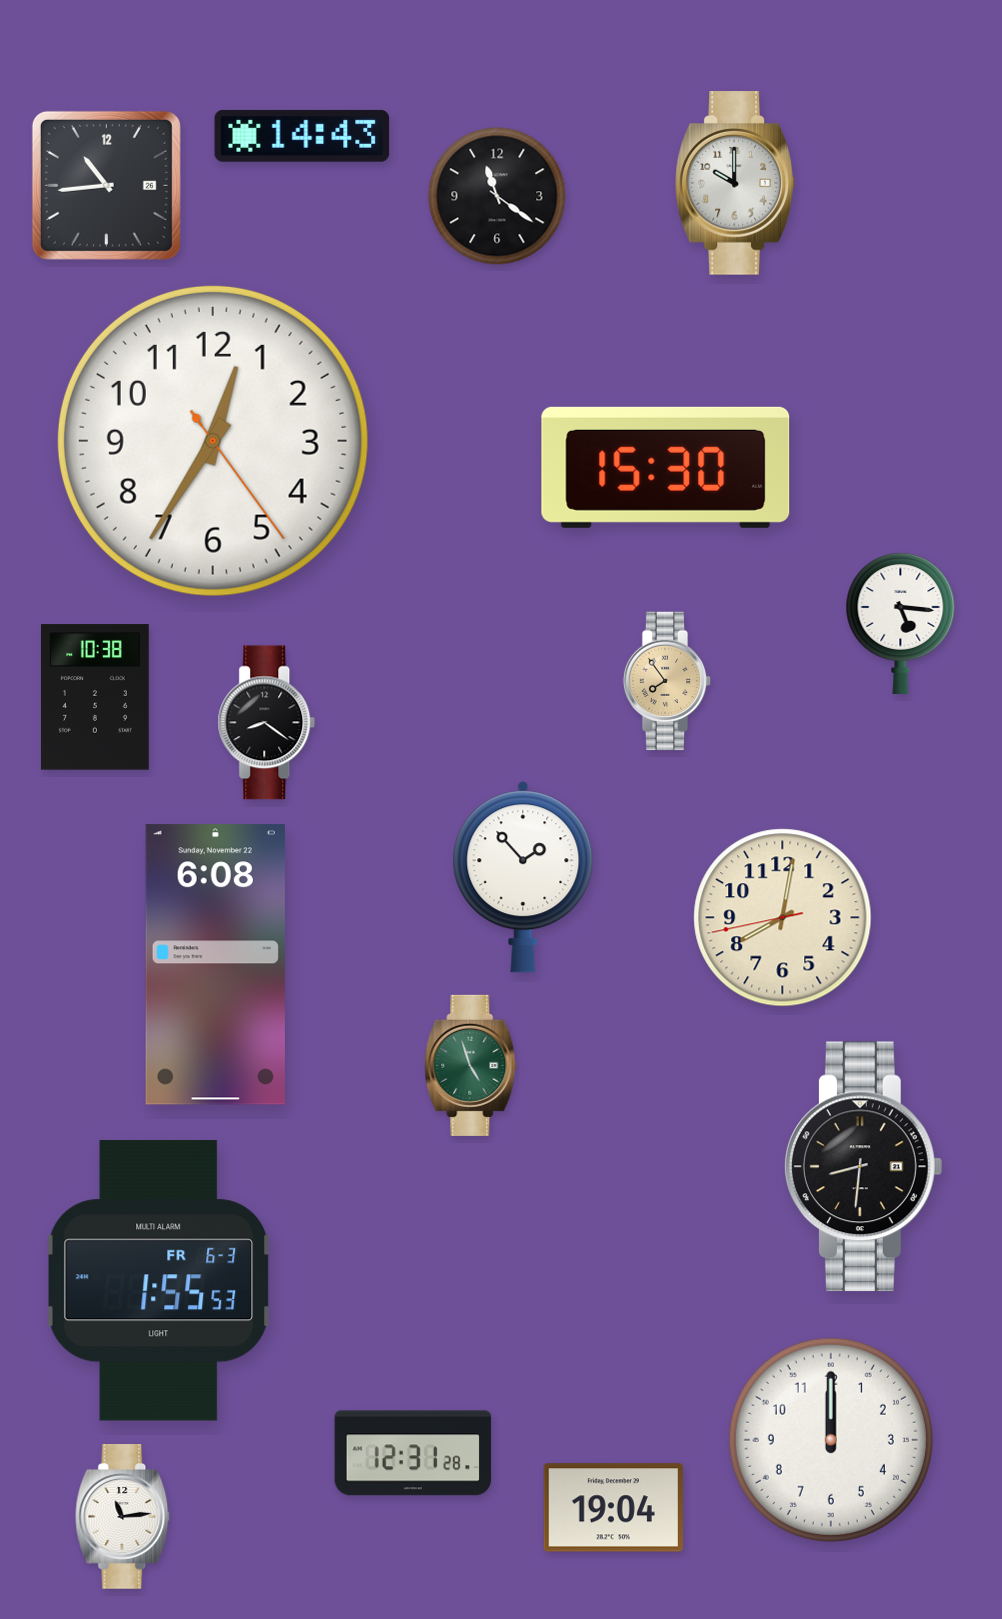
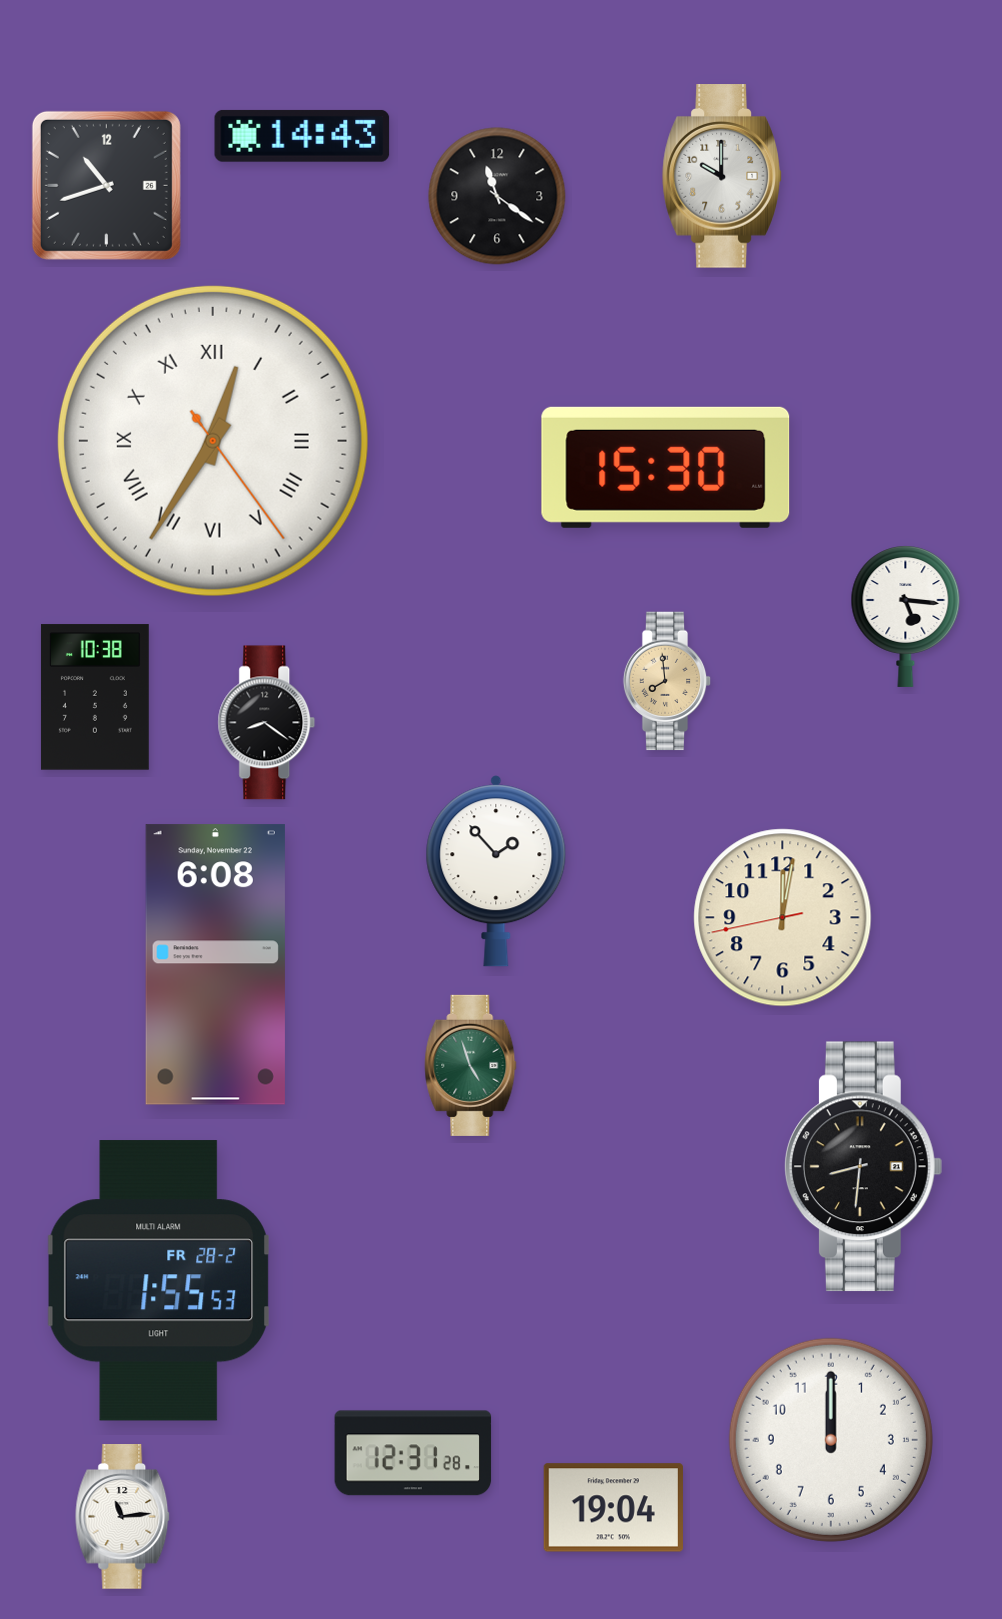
clock at (735, 183) position: (735, 183) -> (722, 176)
clock at (106, 185): 10:44 -> 10:42
clock at (213, 441) numerals: Arabic -> Roman
clock at (901, 623) position: (901, 623) -> (906, 616)
clock at (667, 681): 7:54 -> 7:59
clock at (523, 877) position: (523, 877) -> (496, 871)
clock at (783, 918): 8:01 -> 12:01
clock at (158, 1281) date: FR 6-3 -> FR 28-2
